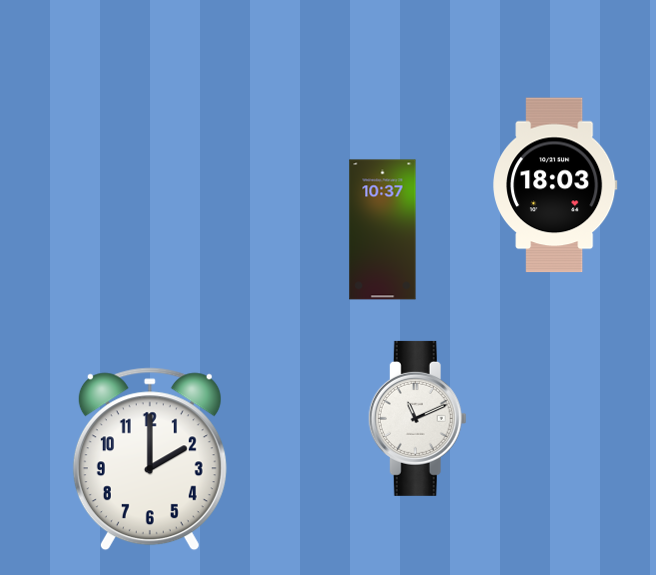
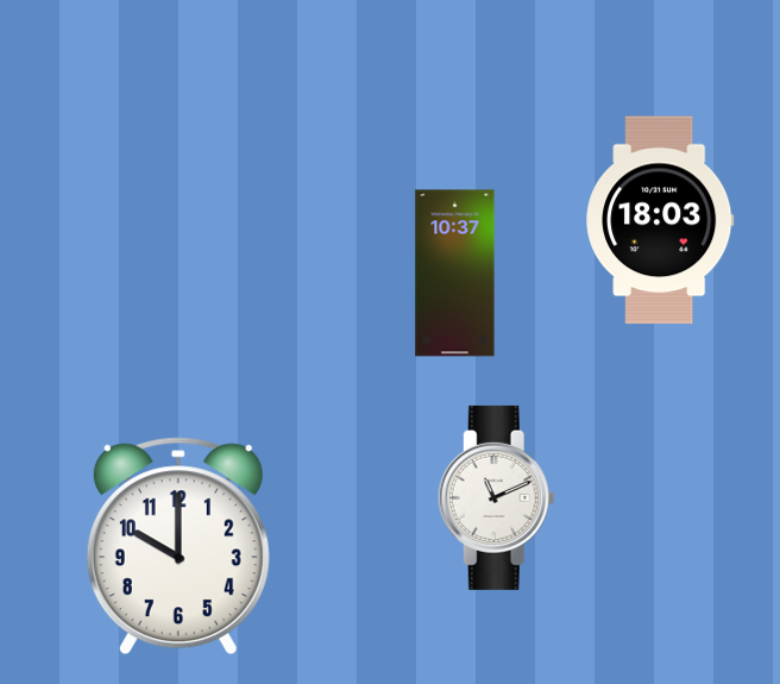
clock at (150, 459): 2:00 -> 10:00
